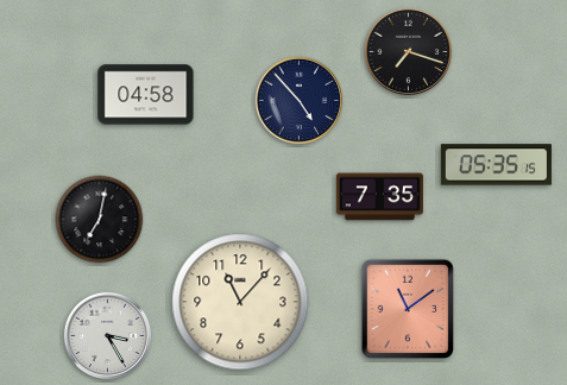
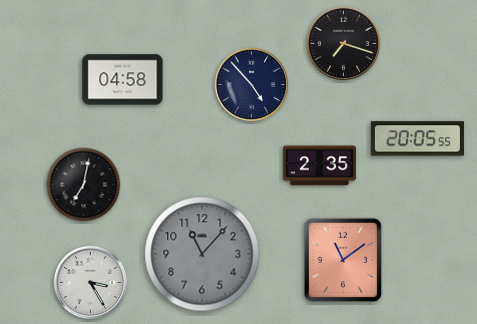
clock at (496, 165): 05:35 -> 20:05
clock at (379, 197): 7:35 -> 2:35
clock at (240, 302) dial: cream -> grey
